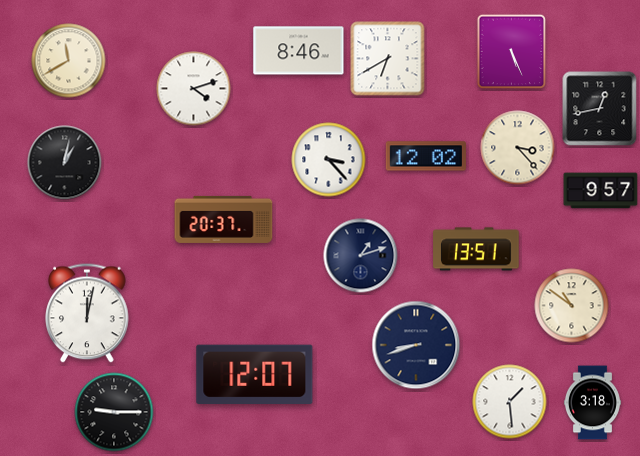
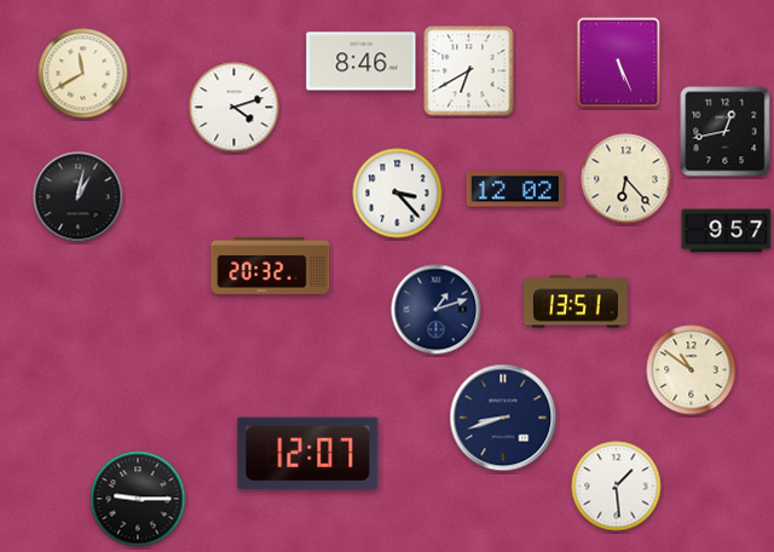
clock at (518, 148): 3:23 -> 6:23
clock at (224, 219): 20:37 -> 20:32
clock at (87, 313): 12:02 -> none
clock at (592, 403): 3:18 -> none
